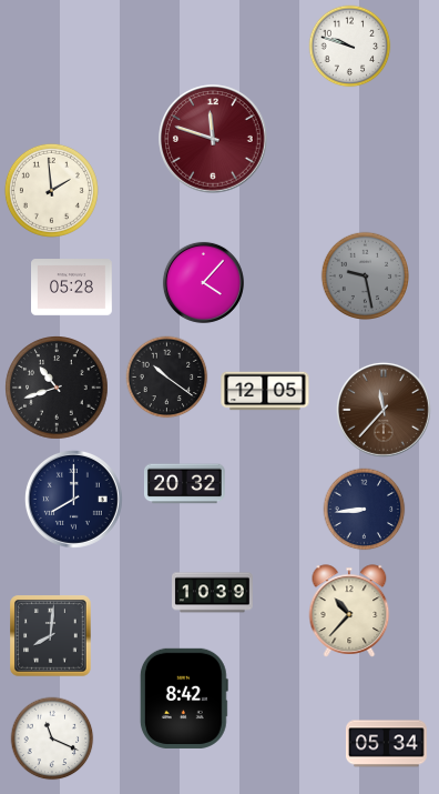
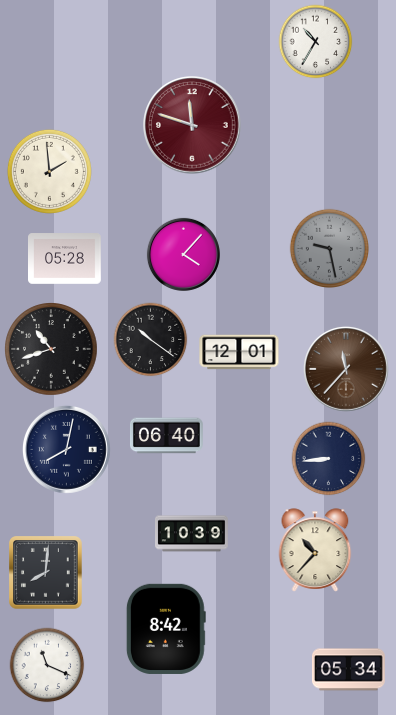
clock at (350, 47): 9:48 -> 10:35
clock at (51, 190) position: (51, 190) -> (49, 171)
clock at (265, 391): 12:05 -> 12:01
clock at (185, 484): 20:32 -> 06:40
clock at (74, 499): 8:00 -> 8:02
